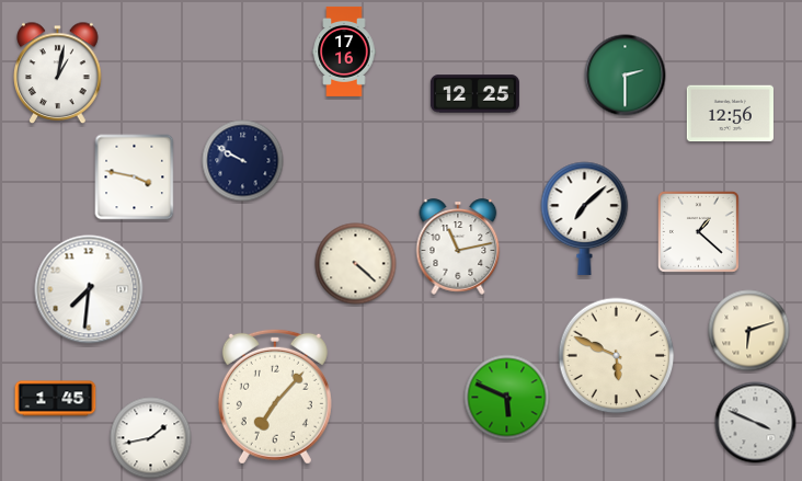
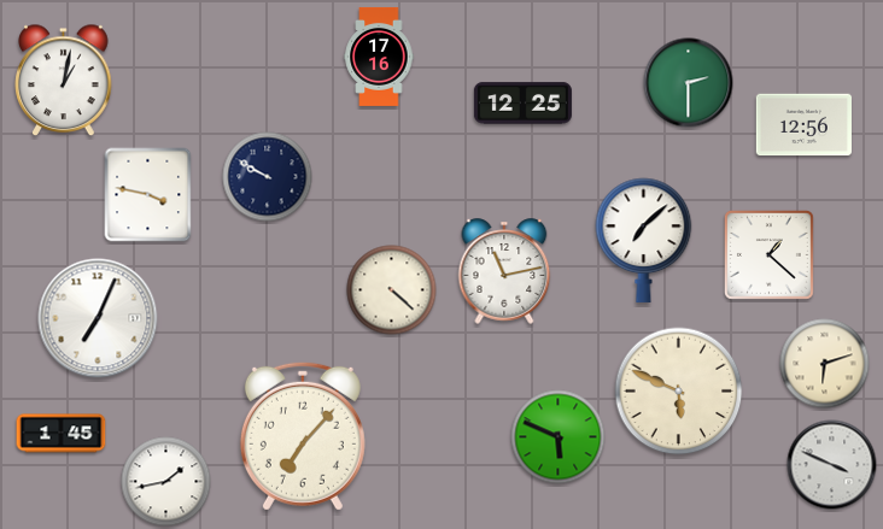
clock at (89, 289): 7:31 -> 7:04
clock at (56, 399) position: (56, 399) -> (62, 434)
